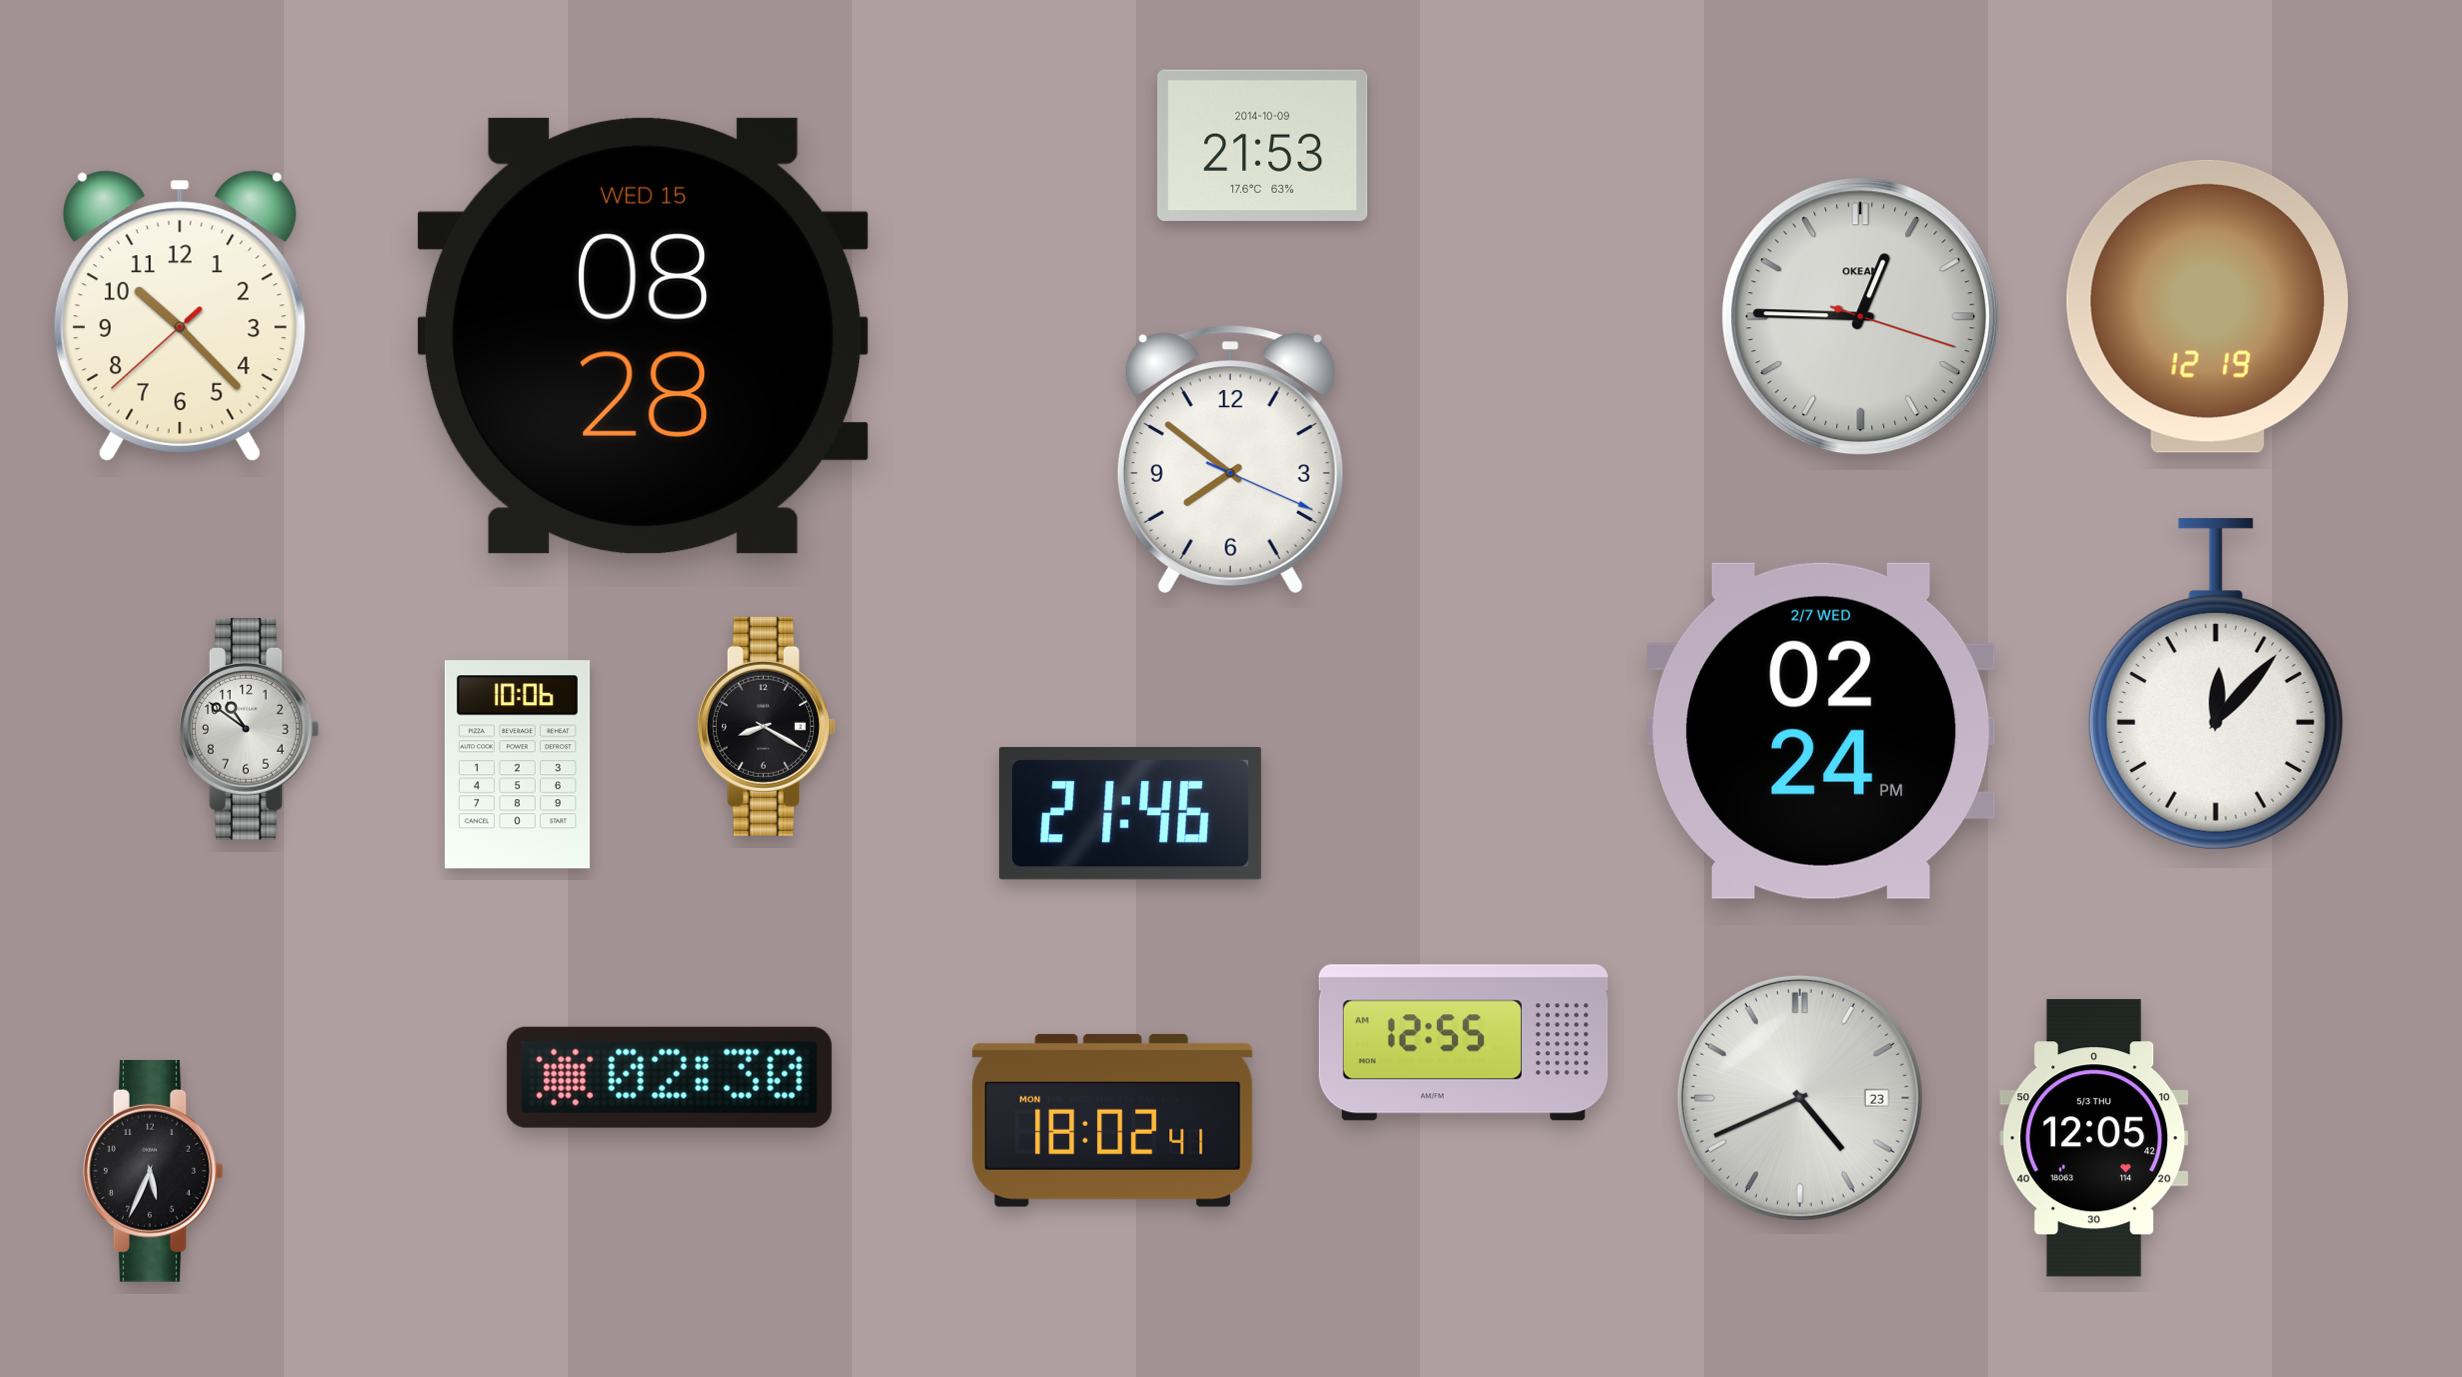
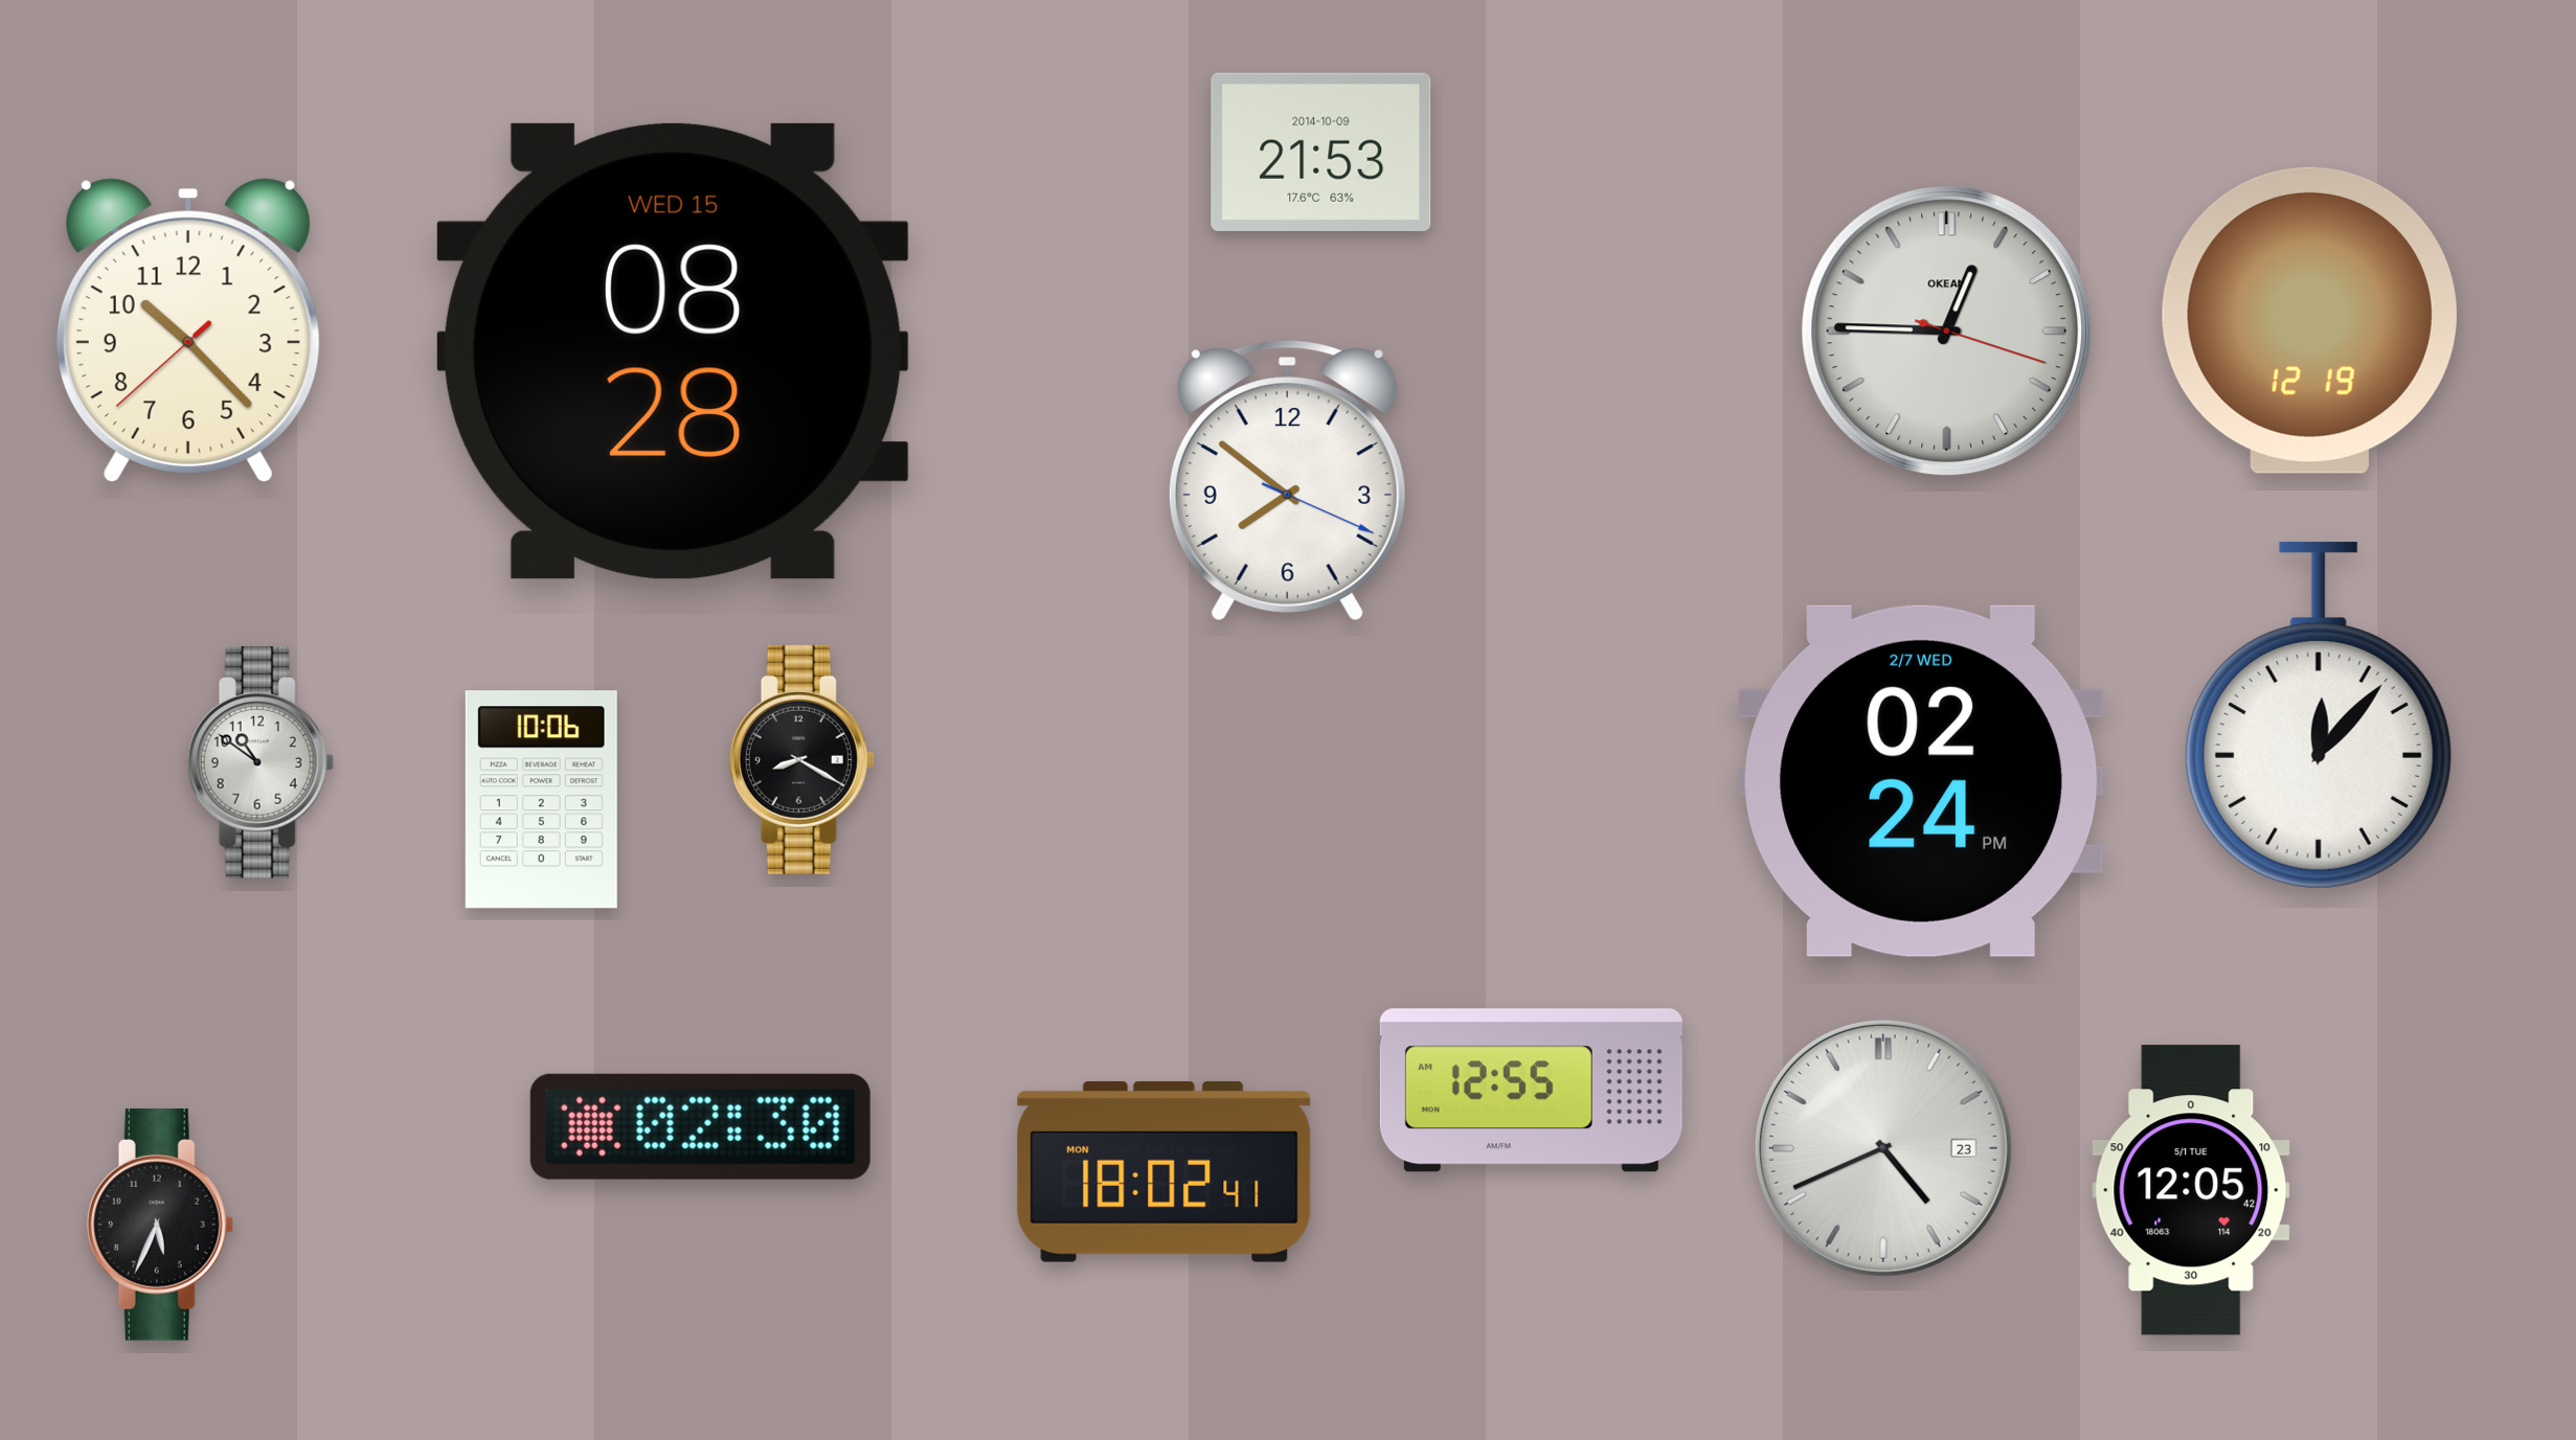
clock at (1821, 731) position: (1821, 731) -> (1921, 781)
clock at (1131, 813): 21:46 -> none
clock at (2094, 1138) date: 5/3 THU -> 5/1 TUE
